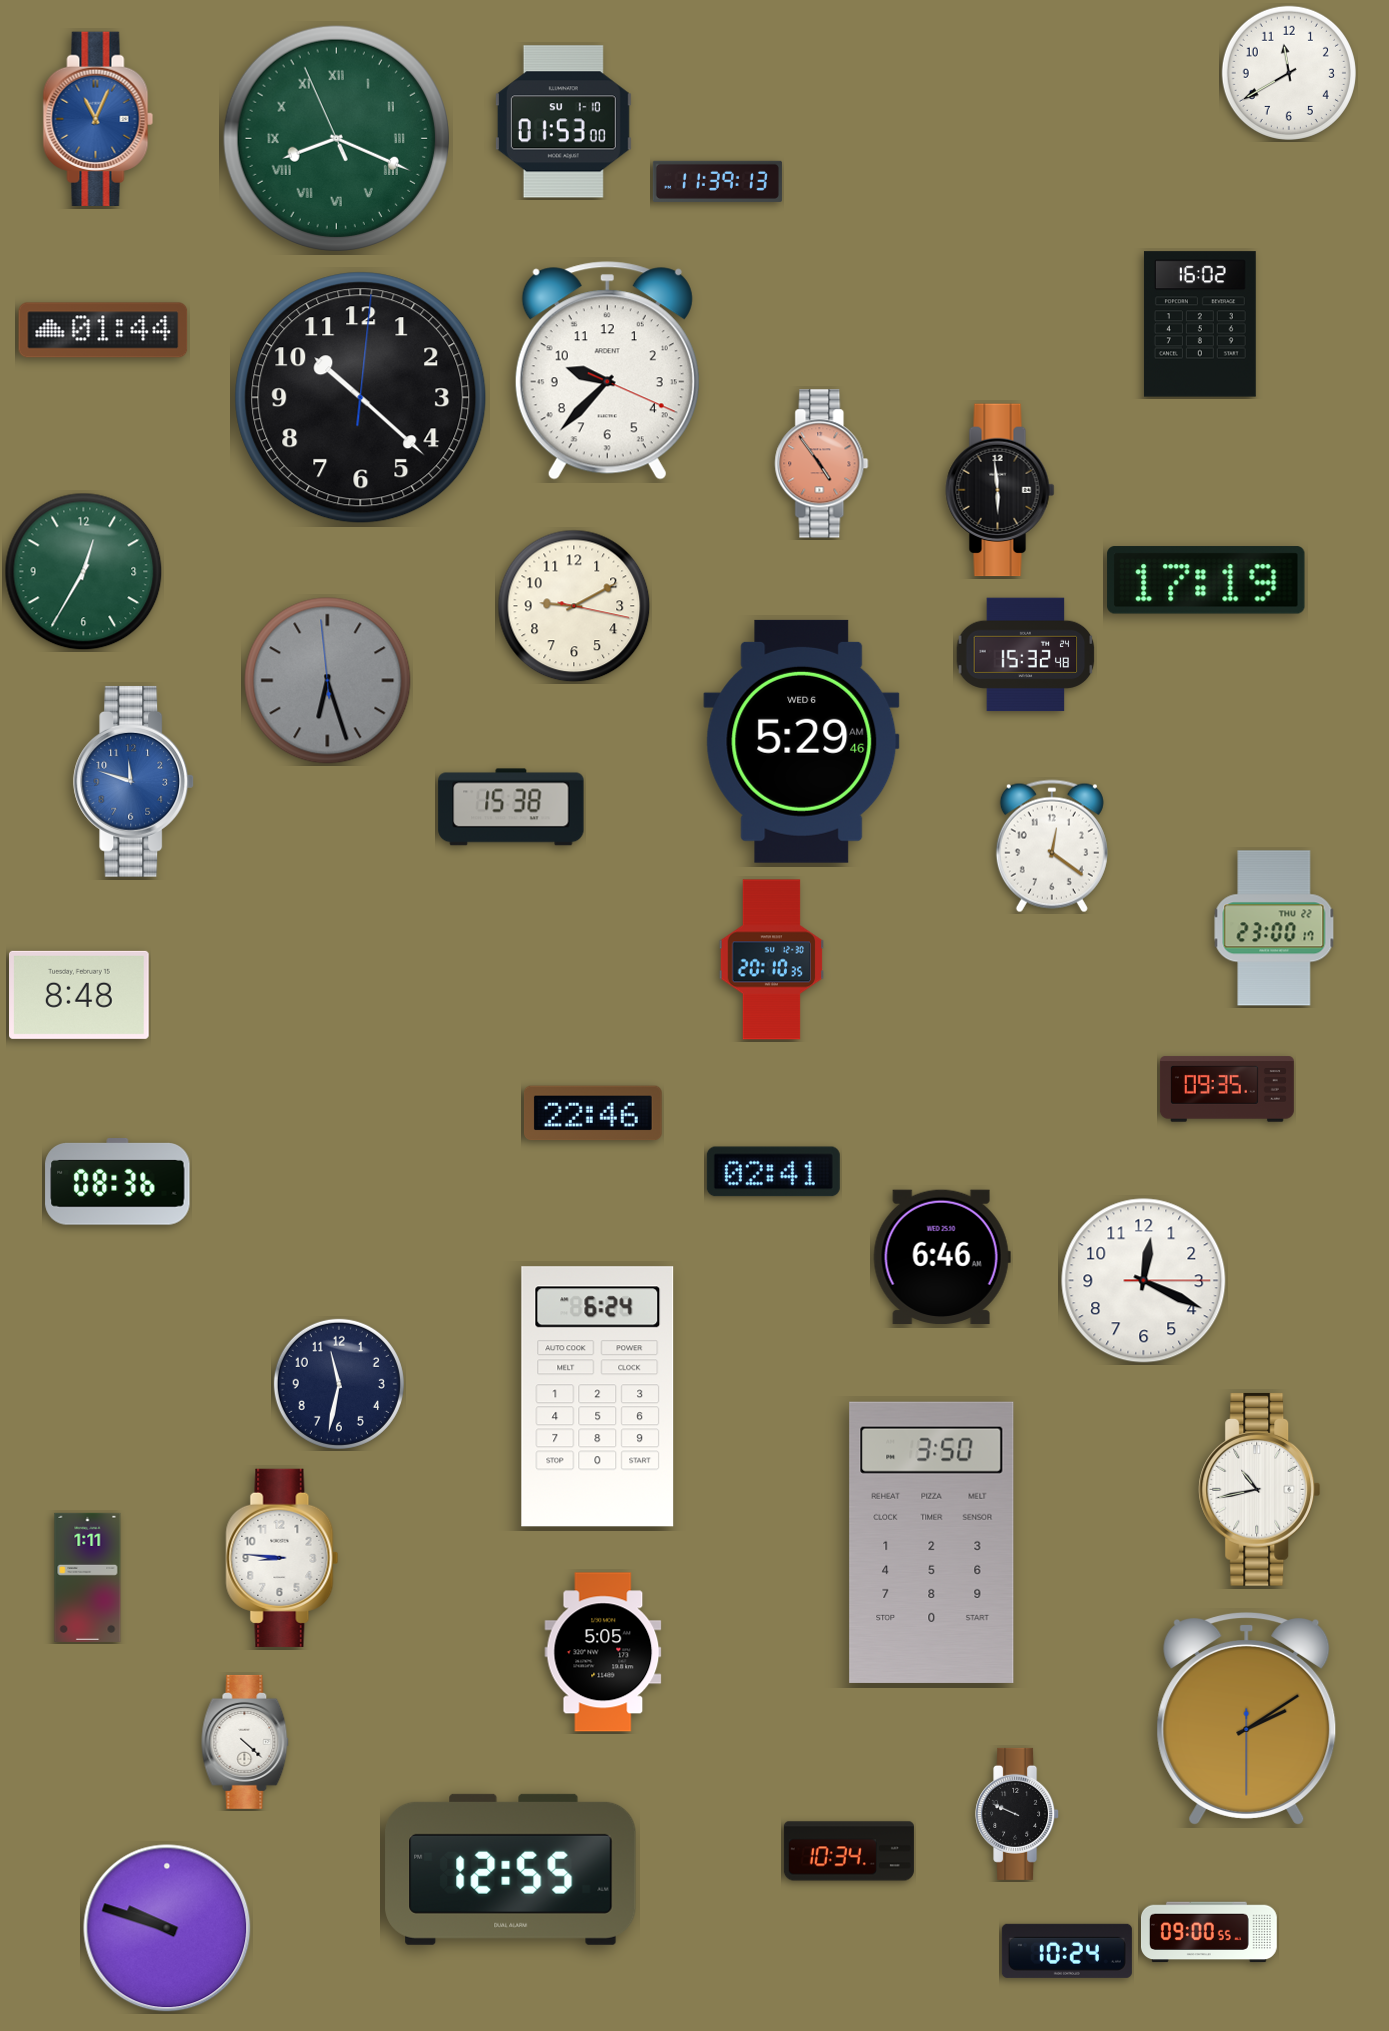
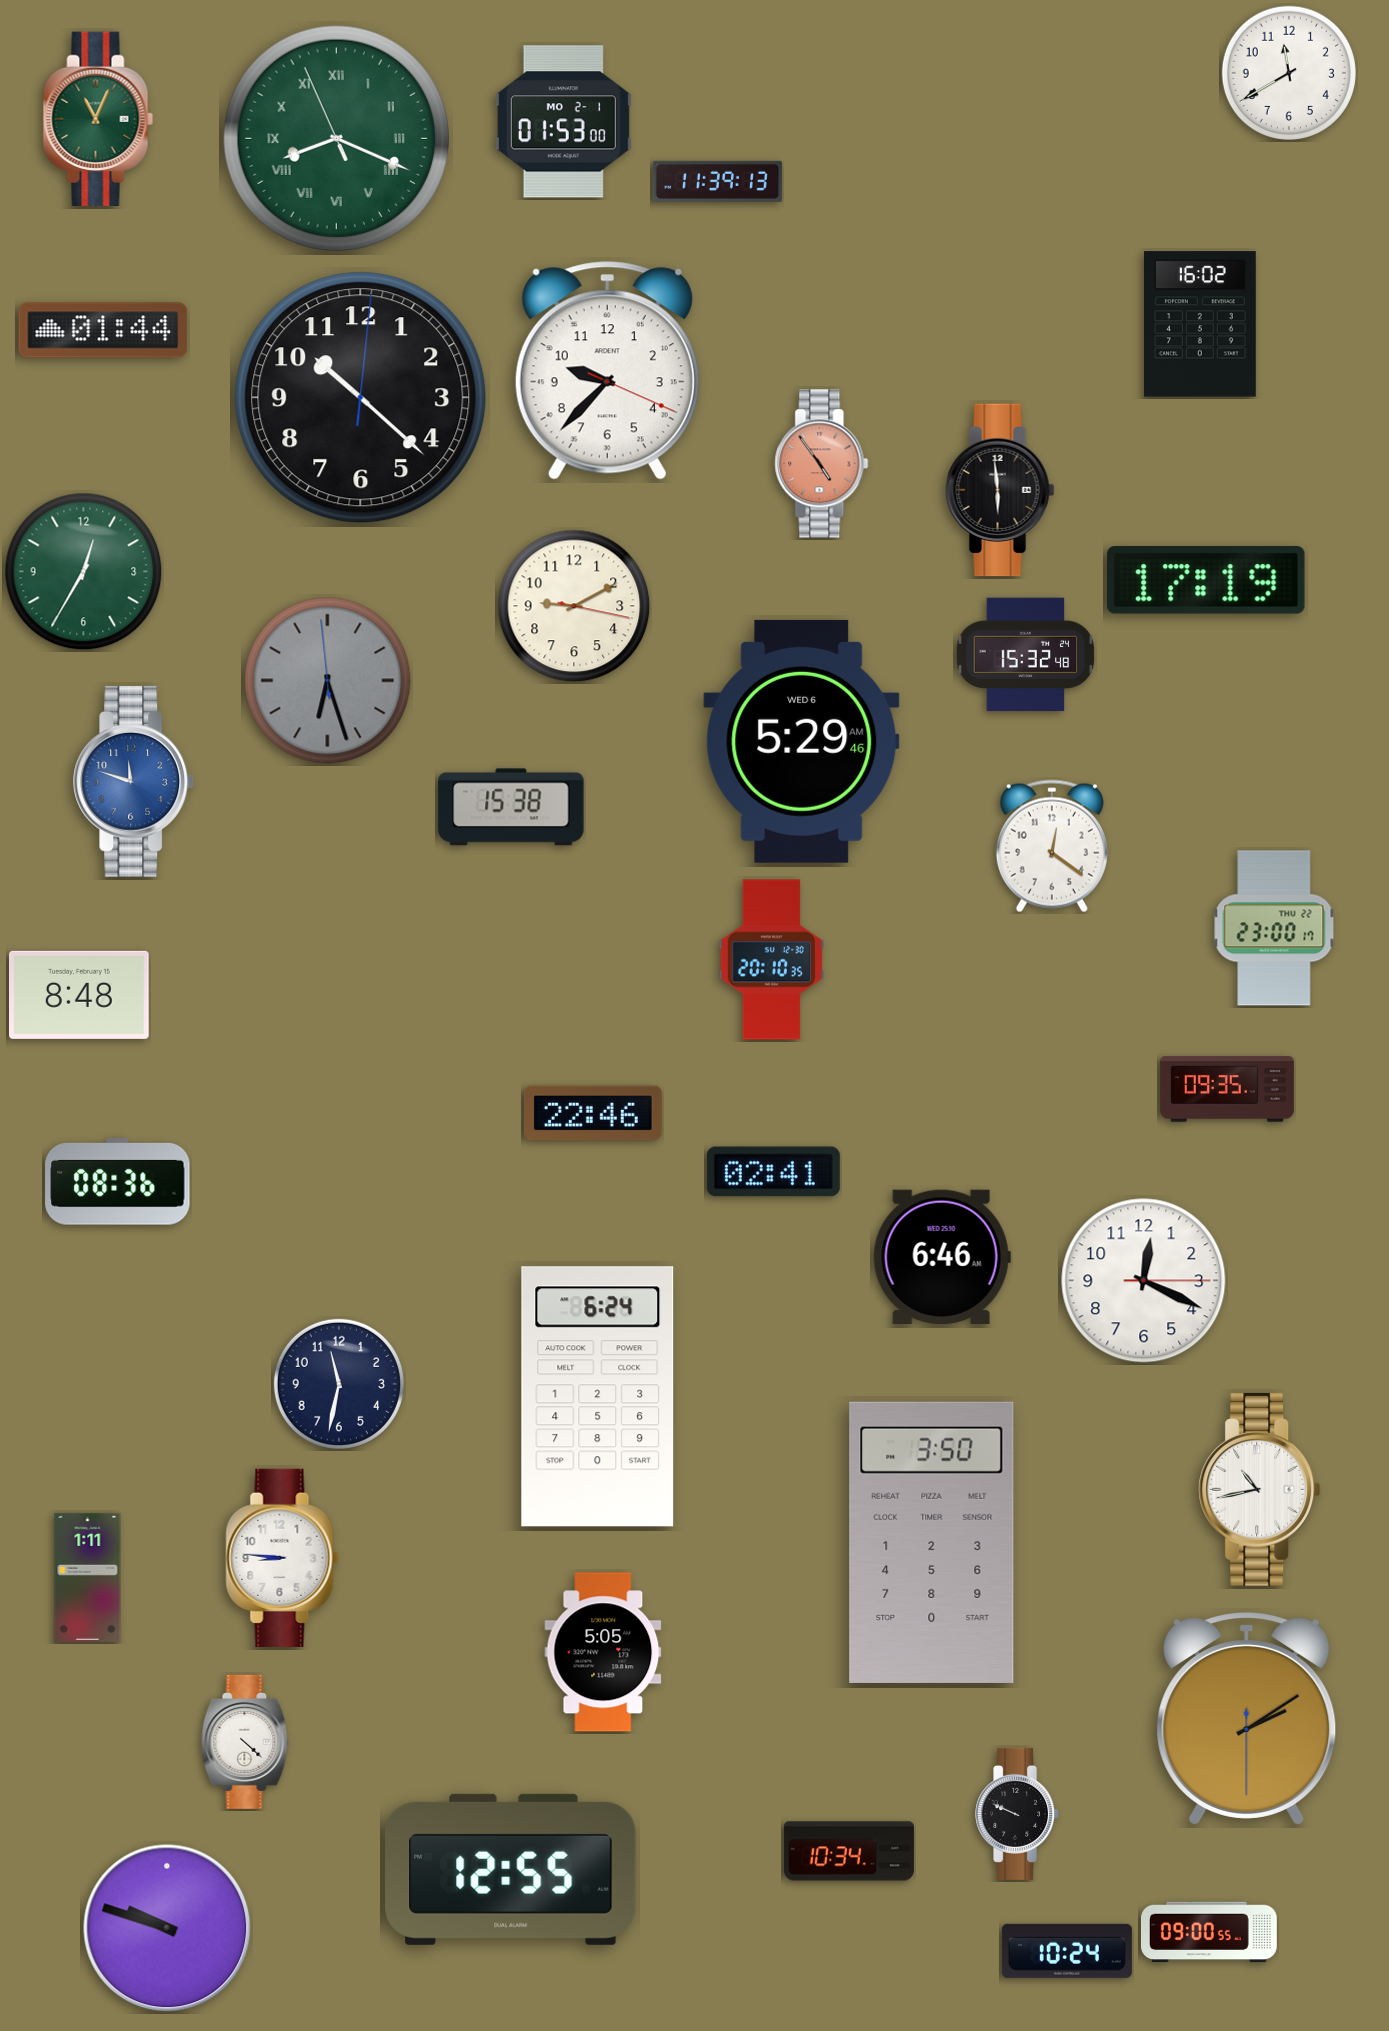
clock at (98, 118) dial: blue -> green
clock at (563, 122) date: SU 1-10 -> MO 2-1
